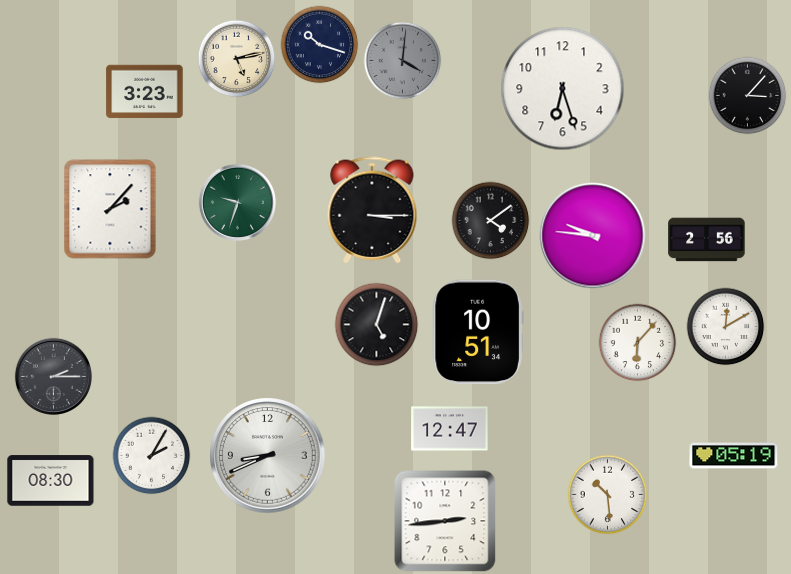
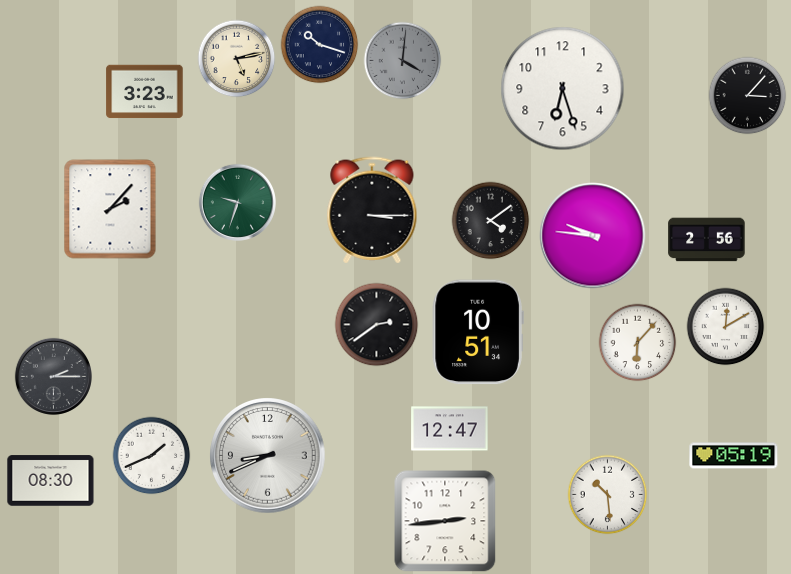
clock at (376, 324): 5:03 -> 2:39
clock at (151, 455): 2:05 -> 1:41
